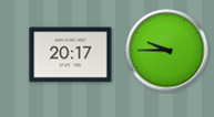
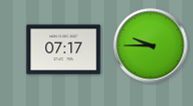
clock at (71, 55): 20:17 -> 07:17
